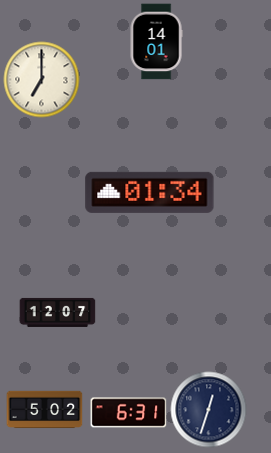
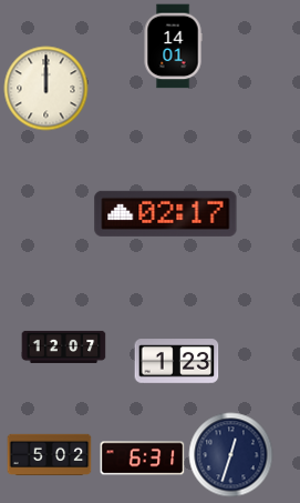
clock at (42, 80): 7:00 -> 12:00
clock at (150, 192): 01:34 -> 02:17
clock at (177, 362): none -> 1:23
